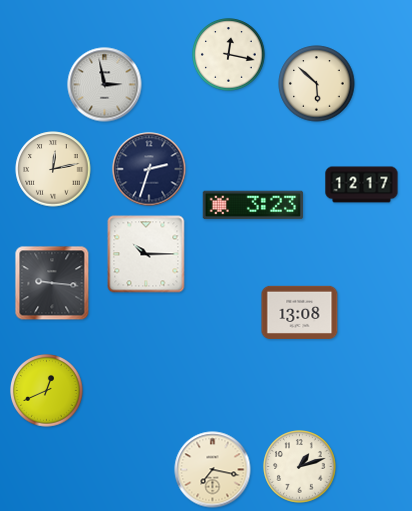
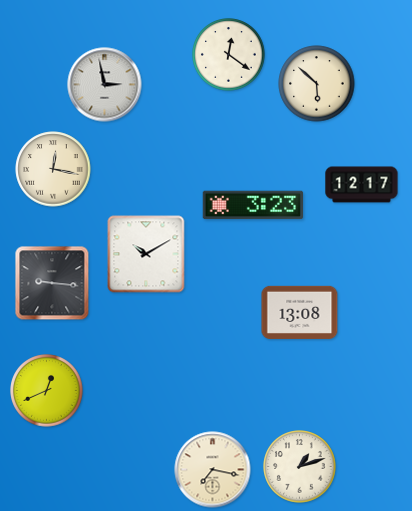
clock at (229, 55): 12:17 -> 12:21
clock at (53, 169): 12:13 -> 12:17
clock at (149, 169): 2:33 -> none
clock at (146, 254): 10:15 -> 10:10
